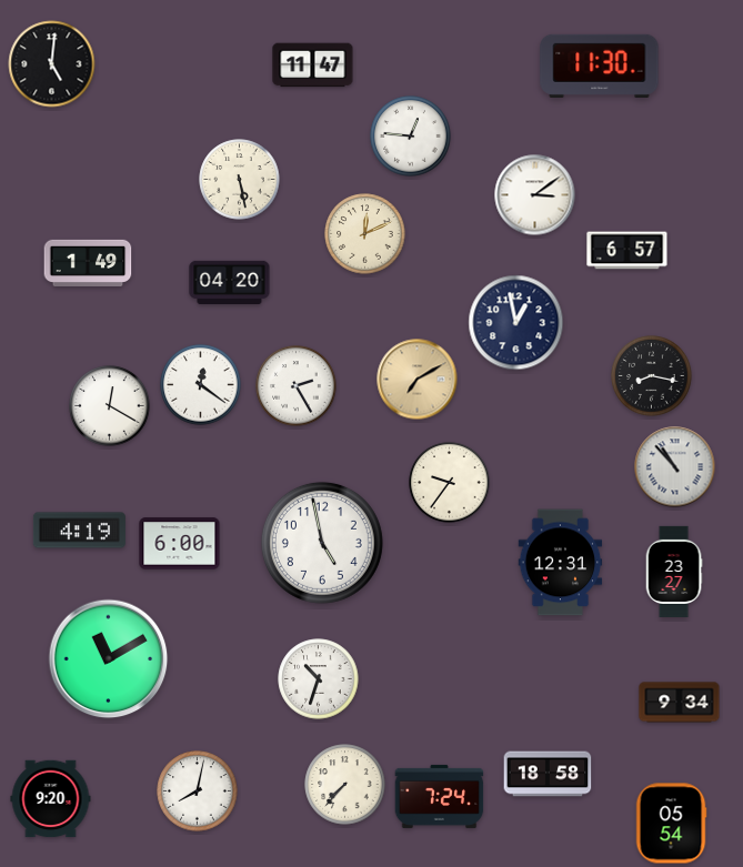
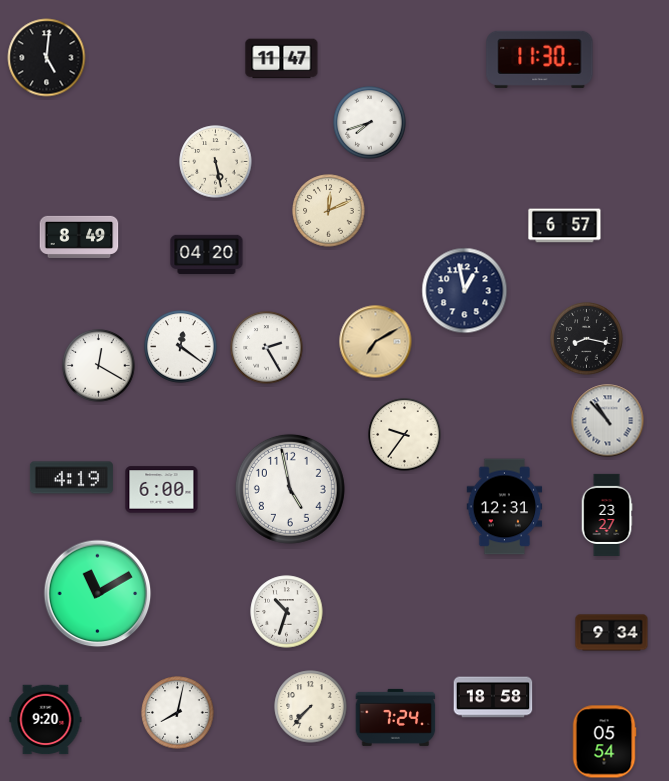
clock at (411, 137): 12:46 -> 7:42
clock at (535, 195): 3:09 -> none
clock at (88, 263): 1:49 -> 8:49
